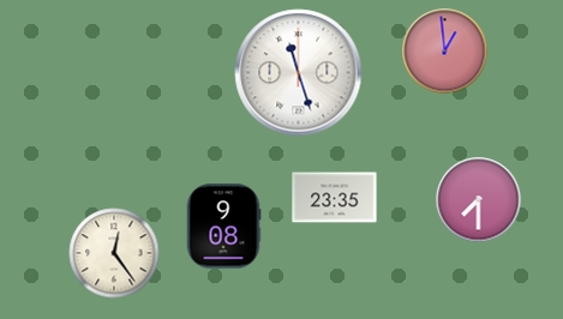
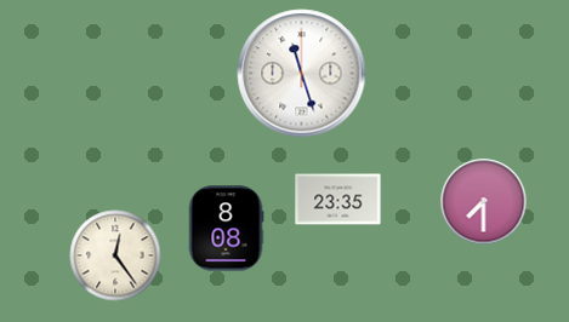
clock at (445, 52): 12:59 -> none
clock at (223, 227): 9:08 -> 8:08
